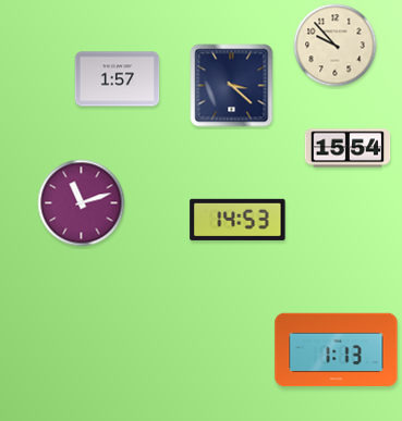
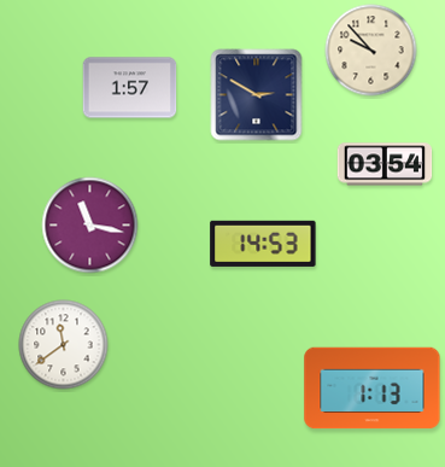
clock at (232, 86): 3:22 -> 2:50
clock at (348, 148): 15:54 -> 03:54
clock at (82, 203): 11:12 -> 11:17
clock at (64, 345): none -> 11:39
